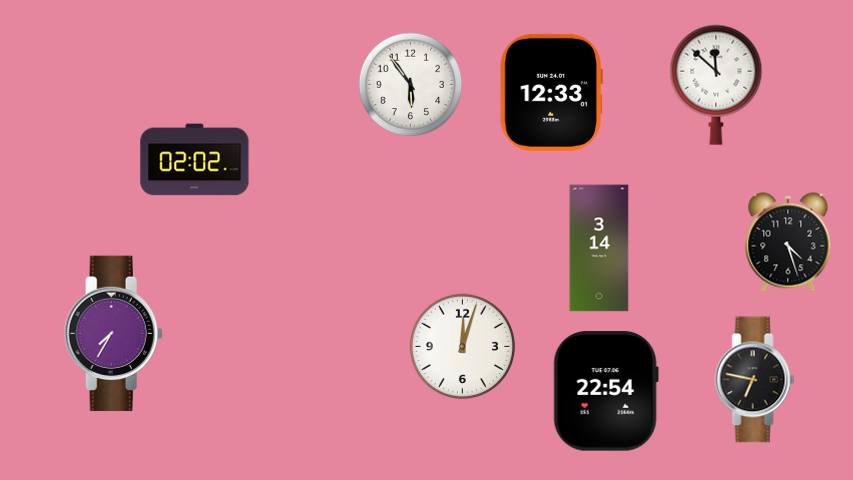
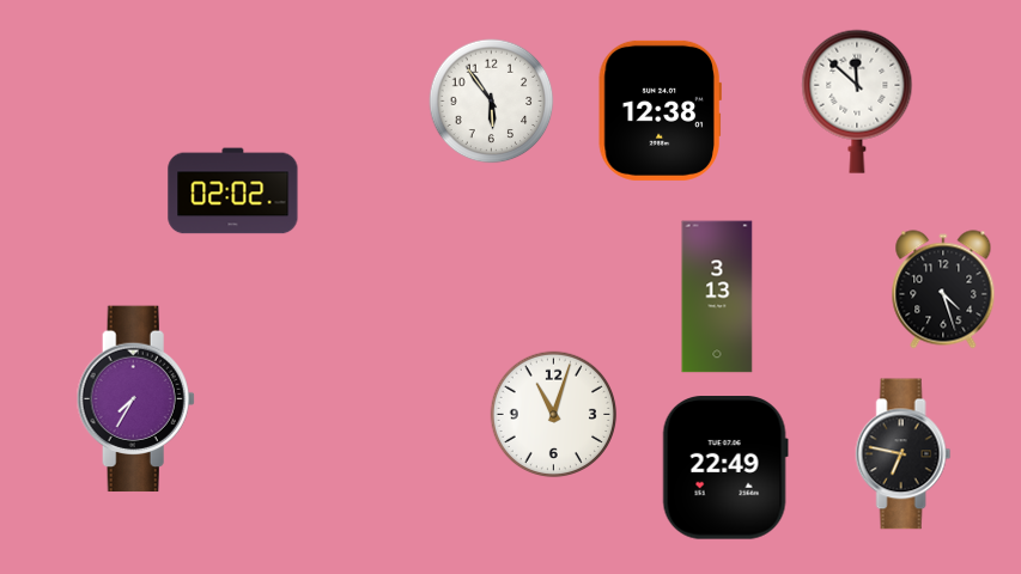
clock at (551, 92): 12:33 -> 12:38
clock at (599, 248): 3:14 -> 3:13
clock at (463, 347): 12:03 -> 11:03
clock at (606, 391): 22:54 -> 22:49
